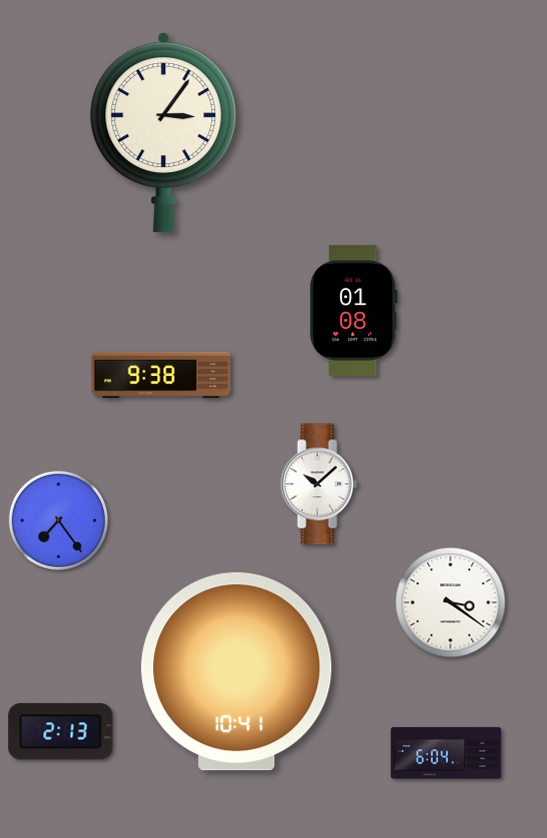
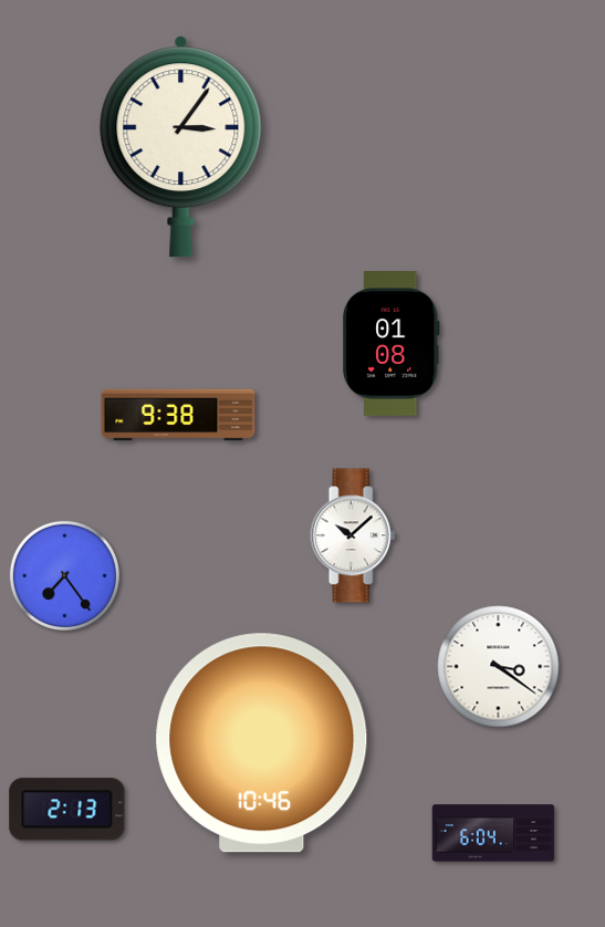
clock at (237, 672): 10:41 -> 10:46
